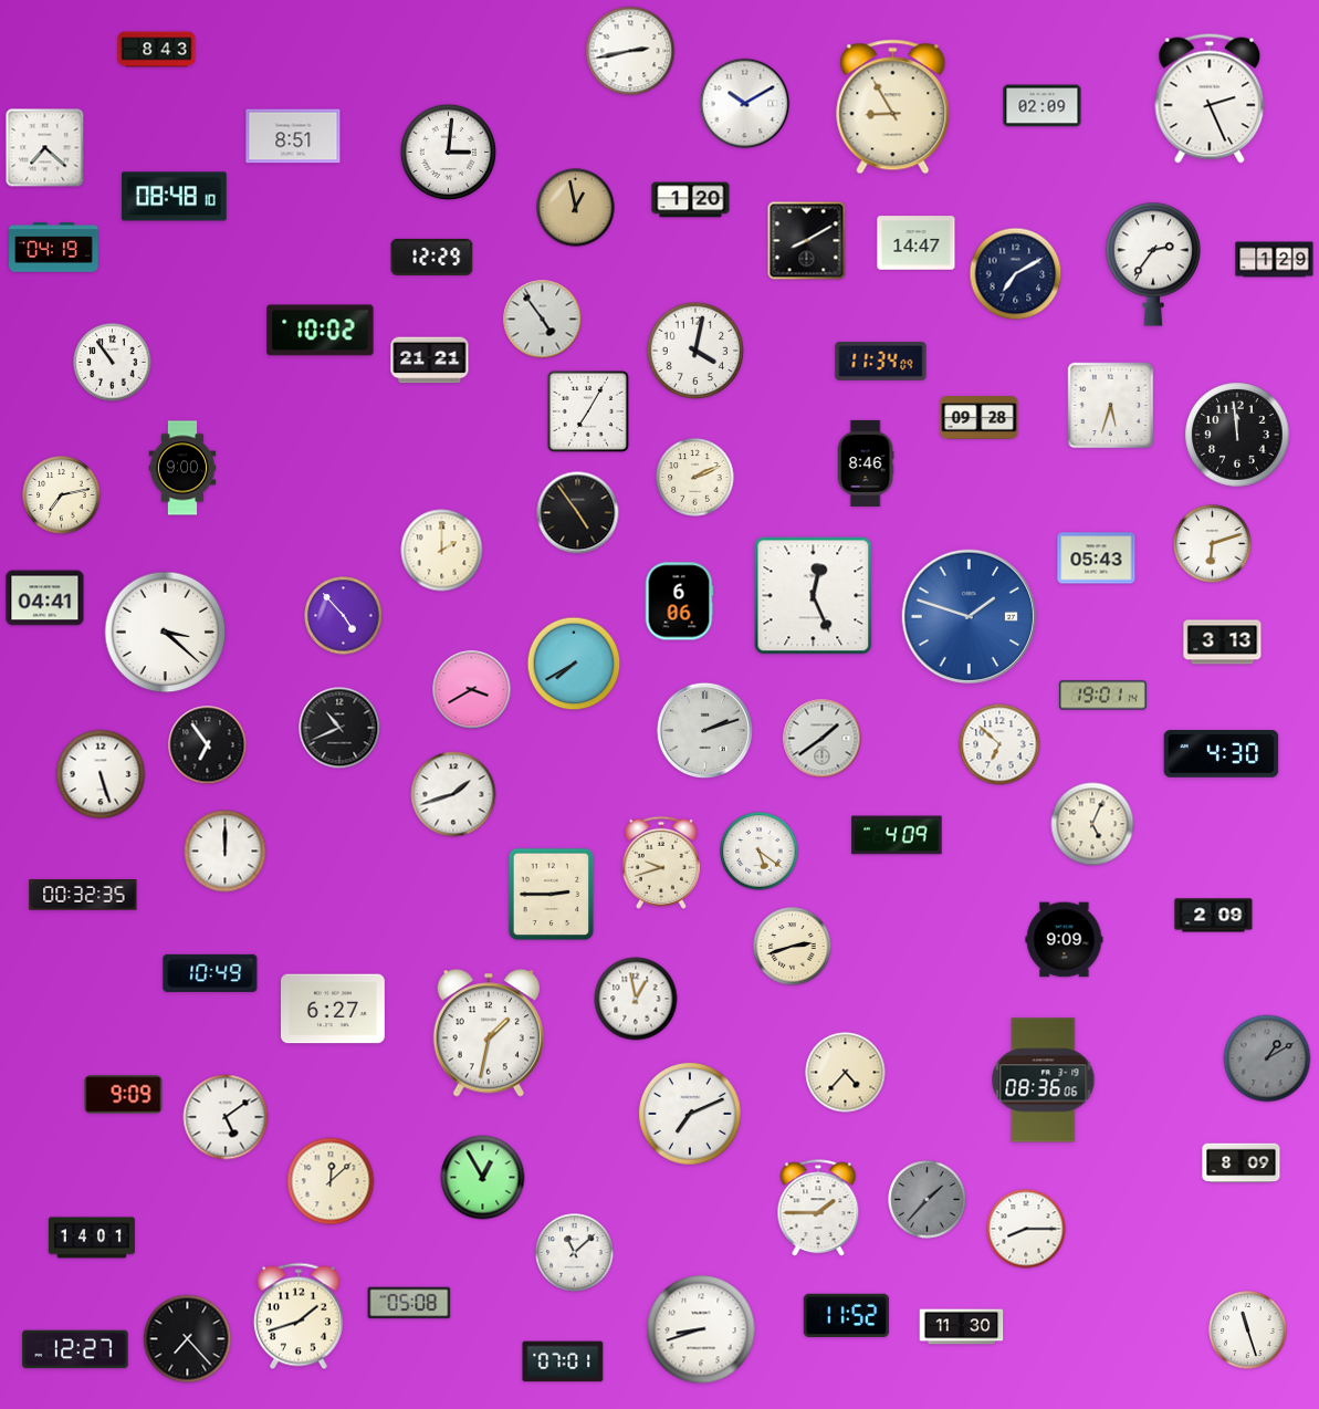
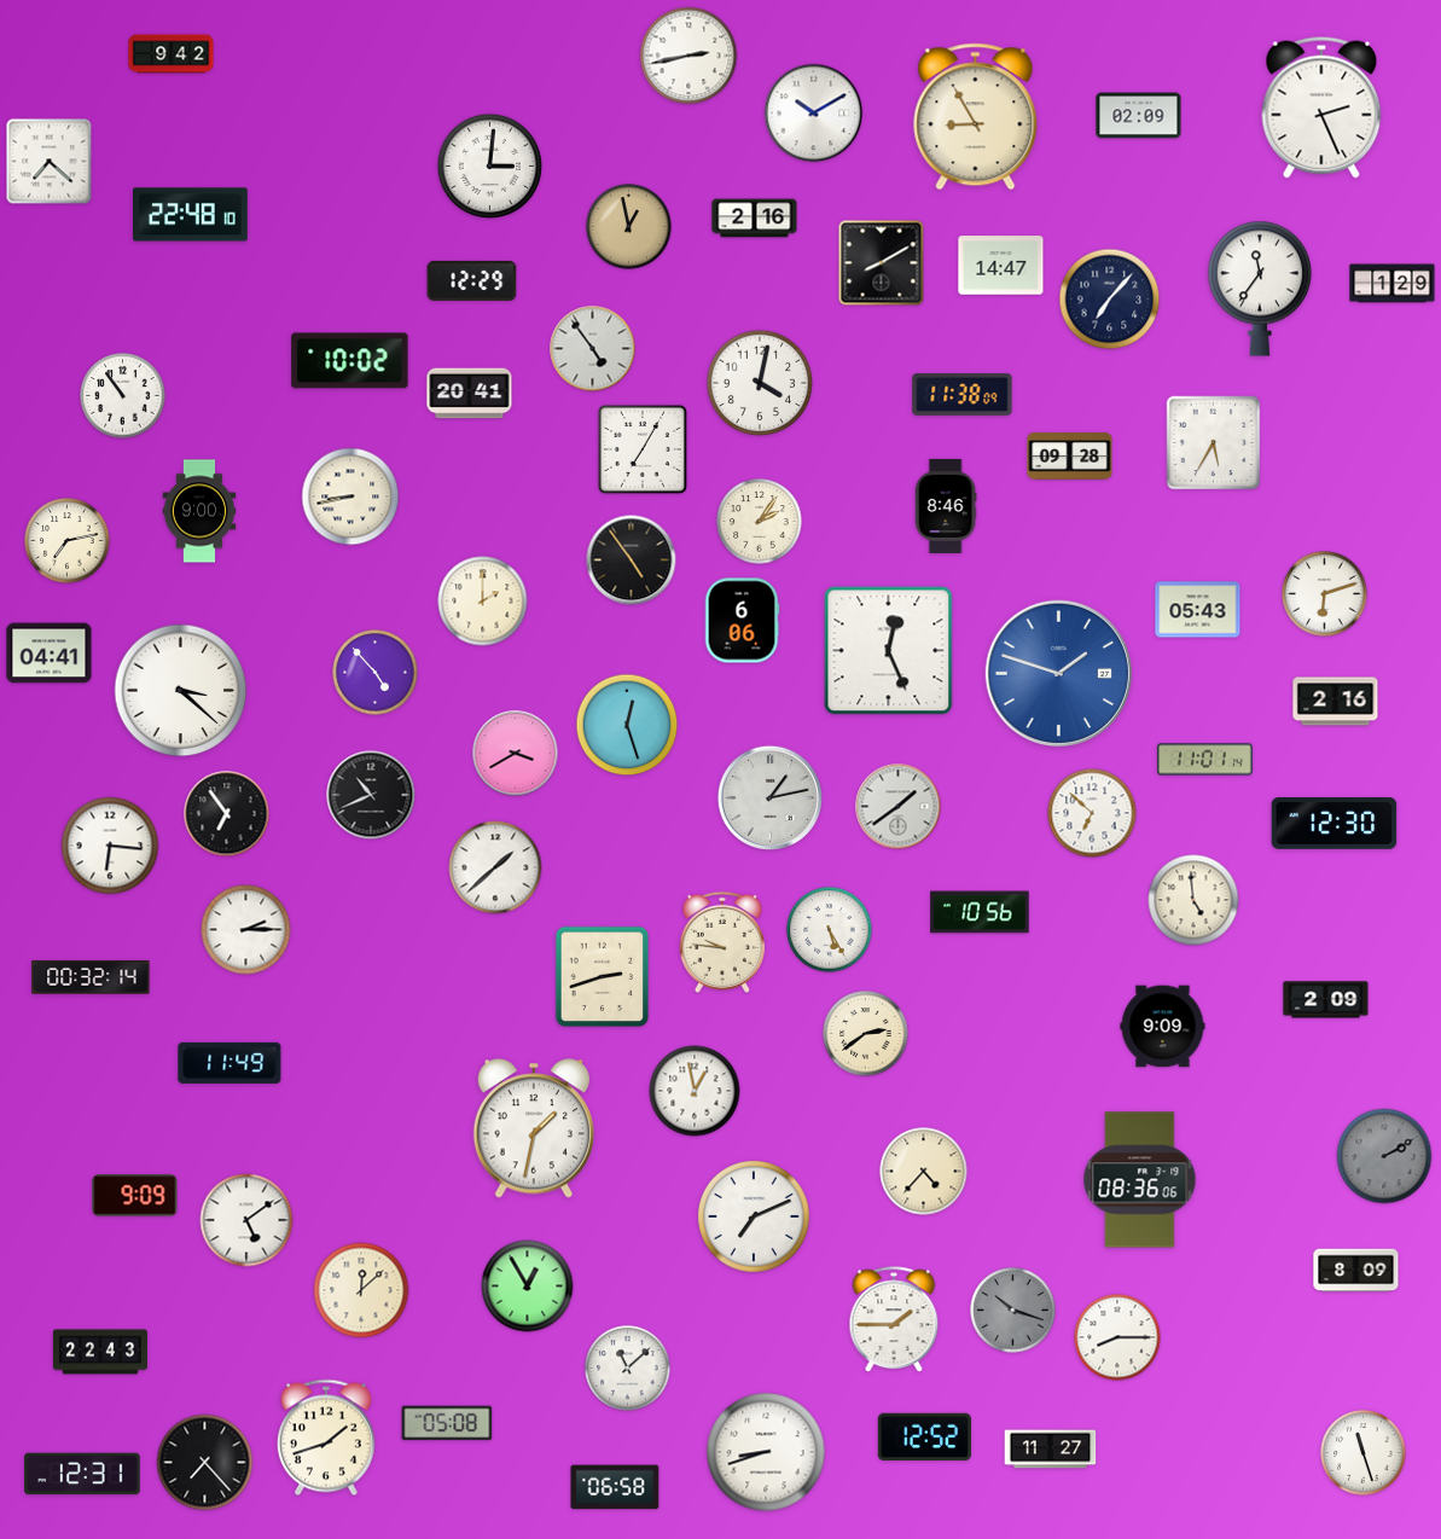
clock at (157, 50): 8:43 -> 9:42
clock at (293, 136): 8:51 -> none
clock at (175, 197): 08:48 -> 22:48
clock at (691, 200): 1:20 -> 2:16
clock at (54, 248): 04:19 -> none
clock at (1152, 264): 2:36 -> 11:36
clock at (1016, 274): 7:10 -> 7:07
clock at (430, 361): 21:21 -> 20:41
clock at (881, 362): 11:34 -> 11:38
clock at (1111, 406): 5:33 -> 5:35
clock at (1237, 435): 11:59 -> none
clock at (350, 496): none -> 8:43
clock at (695, 478): 2:11 -> 2:06
clock at (679, 602) position: (679, 602) -> (742, 621)
clock at (1223, 643): 3:13 -> 2:16
clock at (574, 664): 7:40 -> 12:27
clock at (1102, 696): 19:01 -> 11:01
clock at (704, 730): 2:12 -> 1:13
clock at (1222, 754): 4:30 -> 12:30
clock at (101, 774): 5:27 -> 6:16
clock at (453, 794): 1:42 -> 1:38
clock at (1092, 824): 5:04 -> 4:59
clock at (897, 835): 4:09 -> 10:56
clock at (226, 852): 12:00 -> 2:15
clock at (760, 852): 5:21 -> 5:25
clock at (661, 863): 9:42 -> 9:46
clock at (83, 895): 00:32:35 -> 00:32:14
clock at (552, 895): 2:45 -> 2:42
clock at (793, 947): 2:42 -> 2:39
clock at (210, 973): 10:49 -> 11:49
clock at (334, 1009): 6:27 -> none
clock at (1267, 1058): 1:10 -> 2:10
clock at (928, 1200): 1:37 -> 10:18
clock at (1026, 1229) position: (1026, 1229) -> (1117, 1337)
clock at (92, 1238): 14:01 -> 22:43
clock at (846, 1315): 11:52 -> 12:52
clock at (962, 1327): 11:30 -> 11:27
clock at (75, 1349): 12:27 -> 12:31
clock at (563, 1361): 07:01 -> 06:58
